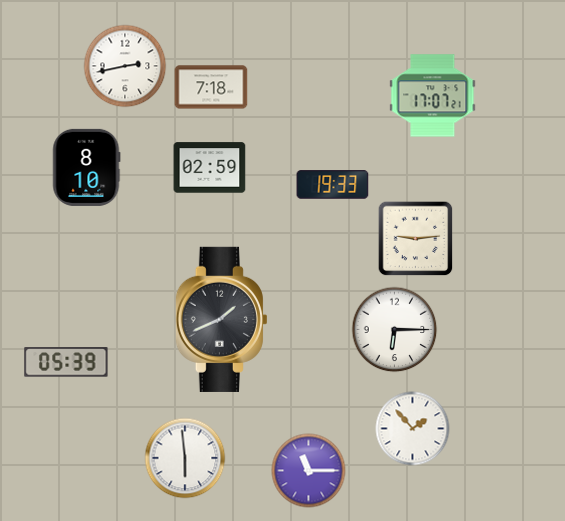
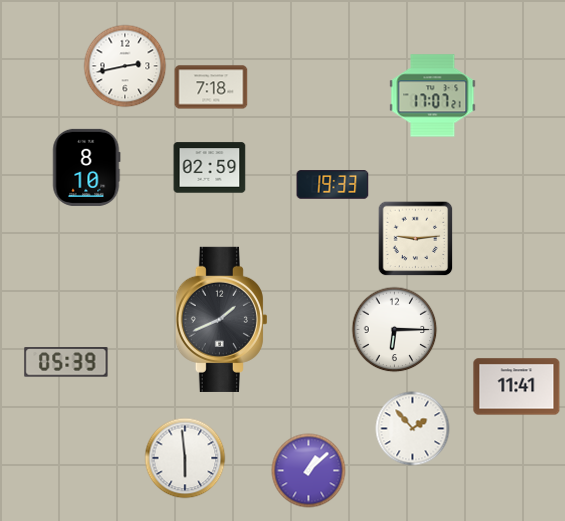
clock at (517, 387): none -> 11:41
clock at (309, 471): 11:15 -> 1:08
